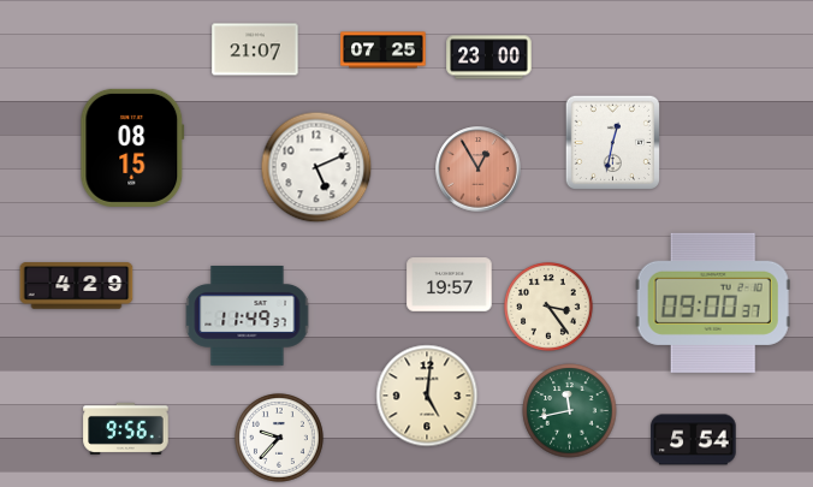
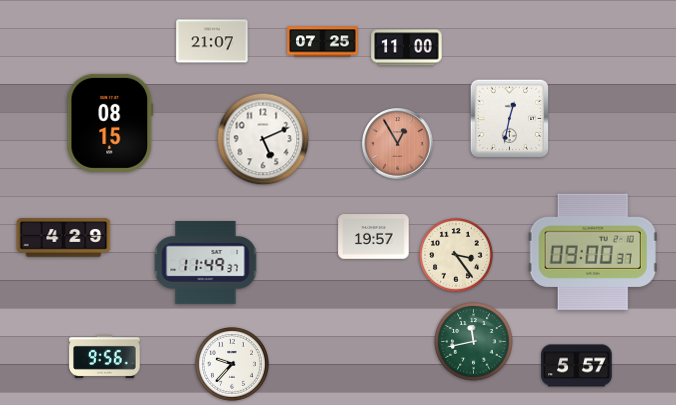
clock at (384, 51) position: (384, 51) -> (323, 42)
clock at (489, 58): 23:00 -> 11:00
clock at (479, 170) position: (479, 170) -> (398, 144)
clock at (427, 396): 5:01 -> none
clock at (694, 440): 5:54 -> 5:57
